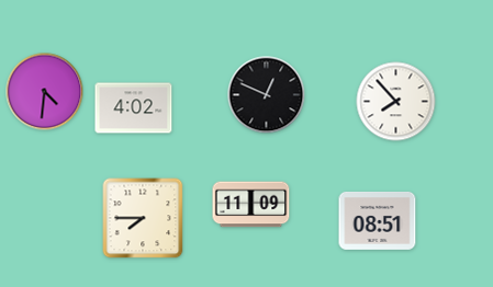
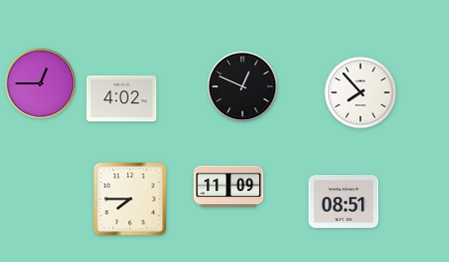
clock at (45, 92): 4:31 -> 12:45
